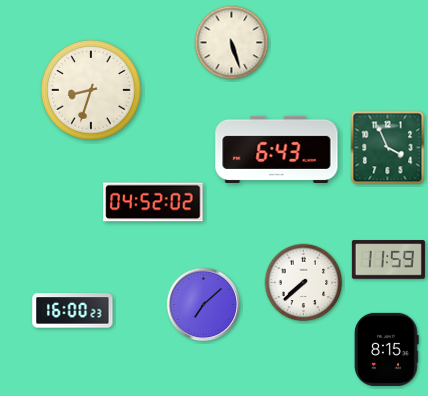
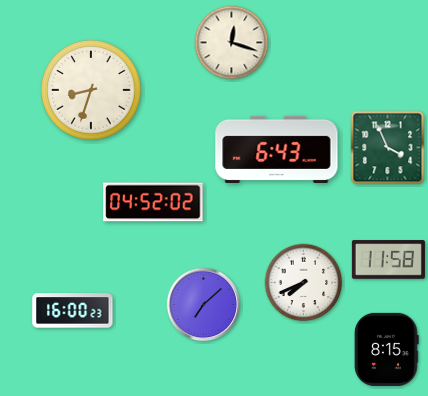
clock at (232, 43): 5:27 -> 12:18
clock at (388, 260): 11:59 -> 11:58
clock at (304, 283): 7:38 -> 7:41
